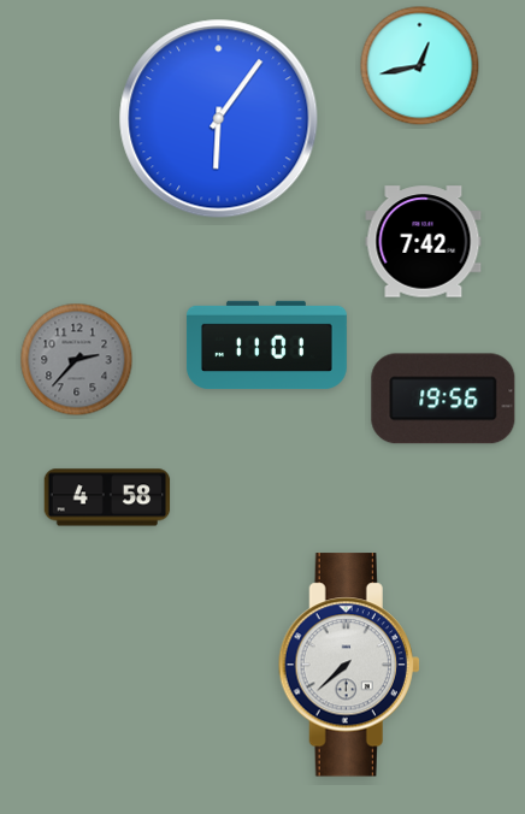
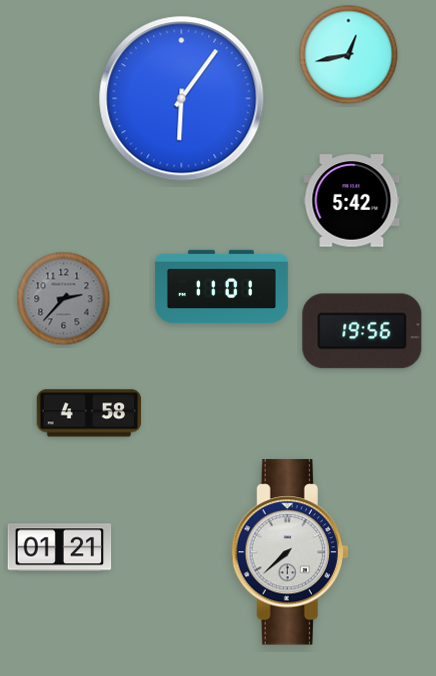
clock at (424, 242): 7:42 -> 5:42
clock at (443, 399) position: (443, 399) -> (362, 331)
clock at (60, 548): none -> 01:21
